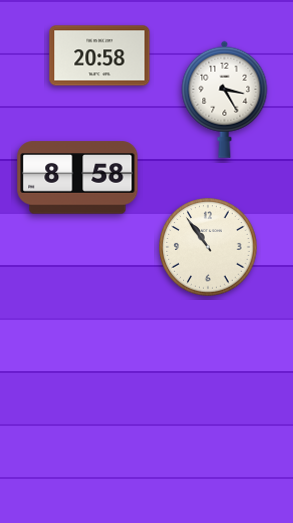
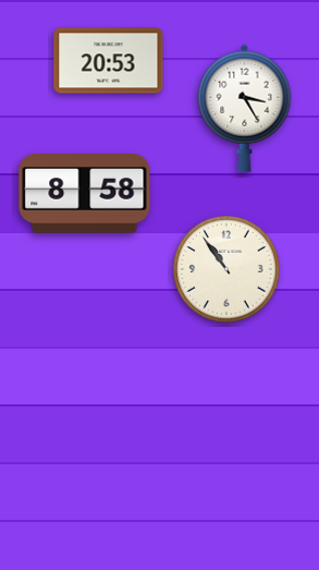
clock at (100, 56): 20:58 -> 20:53
